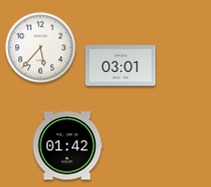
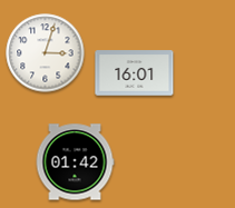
clock at (41, 48): 5:37 -> 3:03
clock at (121, 66): 03:01 -> 16:01
